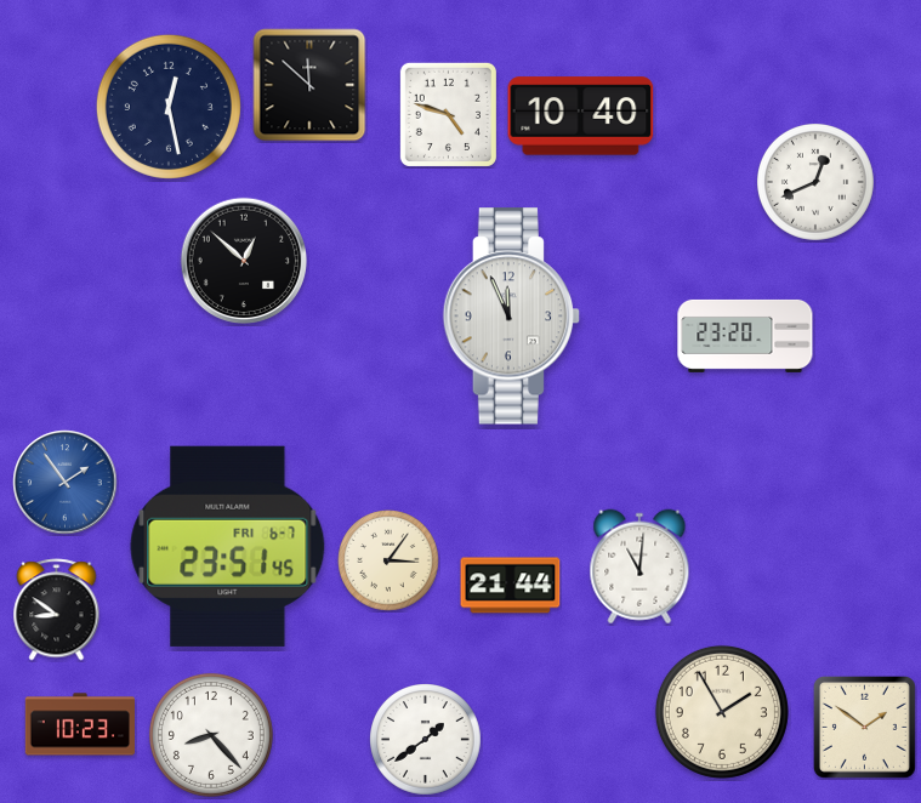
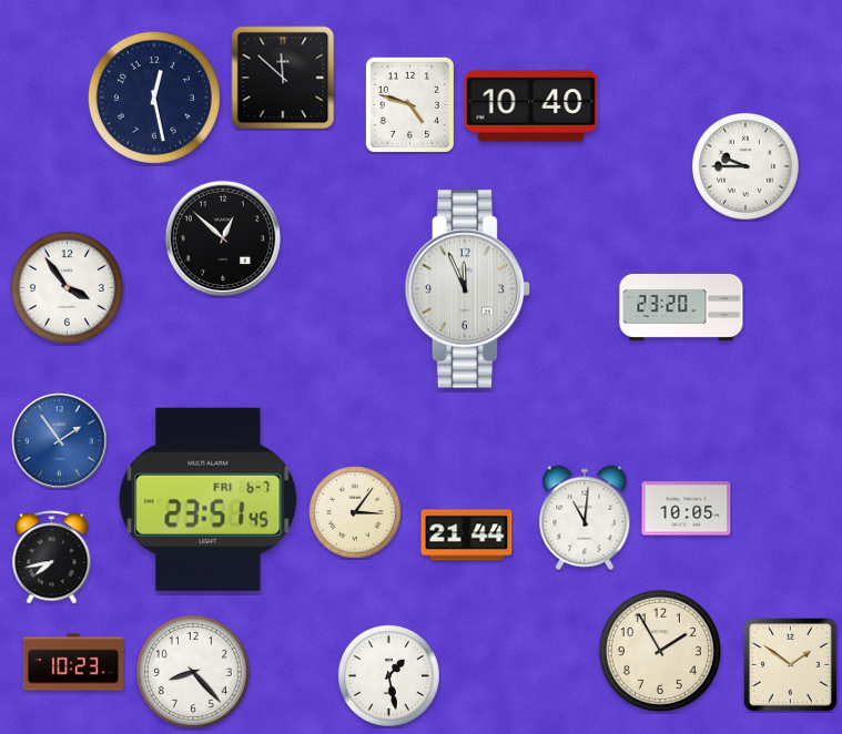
clock at (815, 182): 12:41 -> 9:45
clock at (67, 287): none -> 3:54
clock at (687, 509): none -> 10:05
clock at (57, 610): 8:51 -> 7:43
clock at (426, 740): 1:39 -> 1:28
